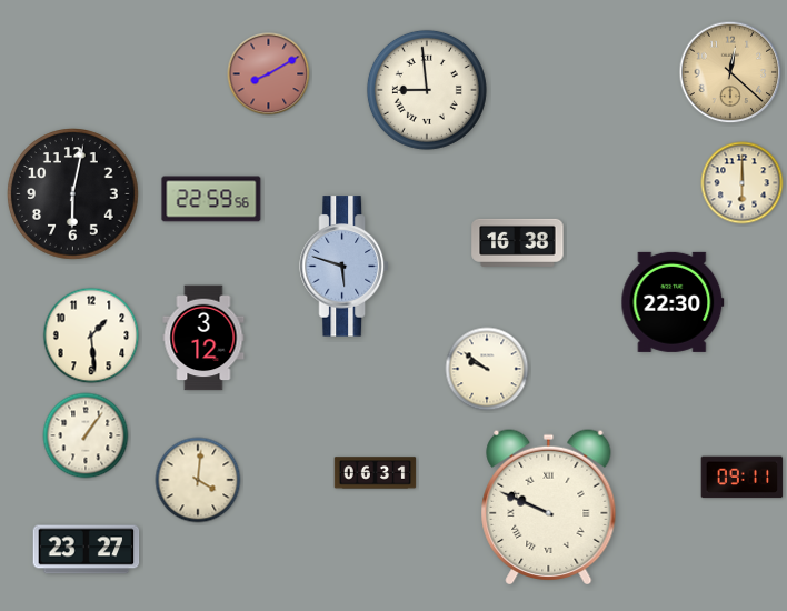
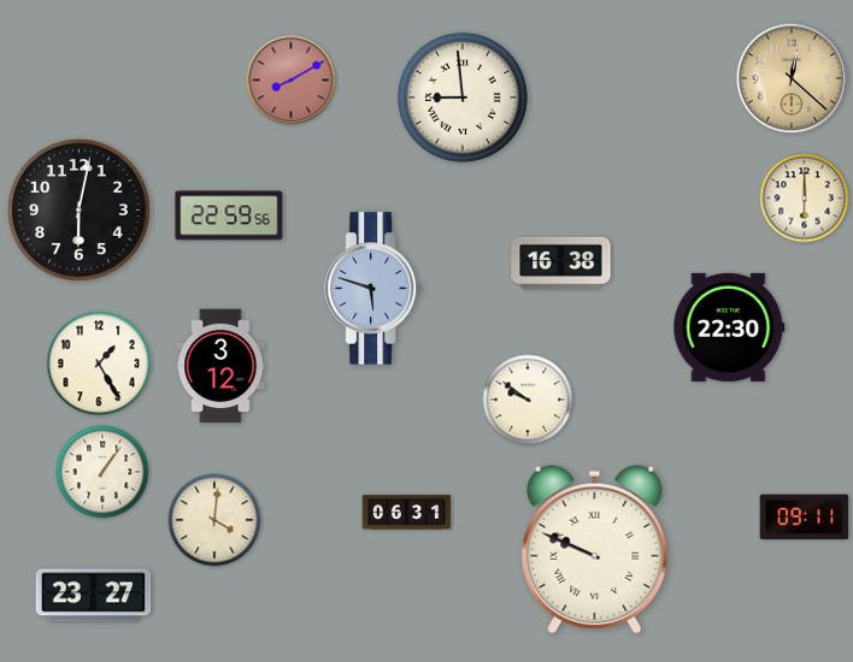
clock at (91, 335): 1:29 -> 1:25
clock at (86, 435) position: (86, 435) -> (102, 472)
